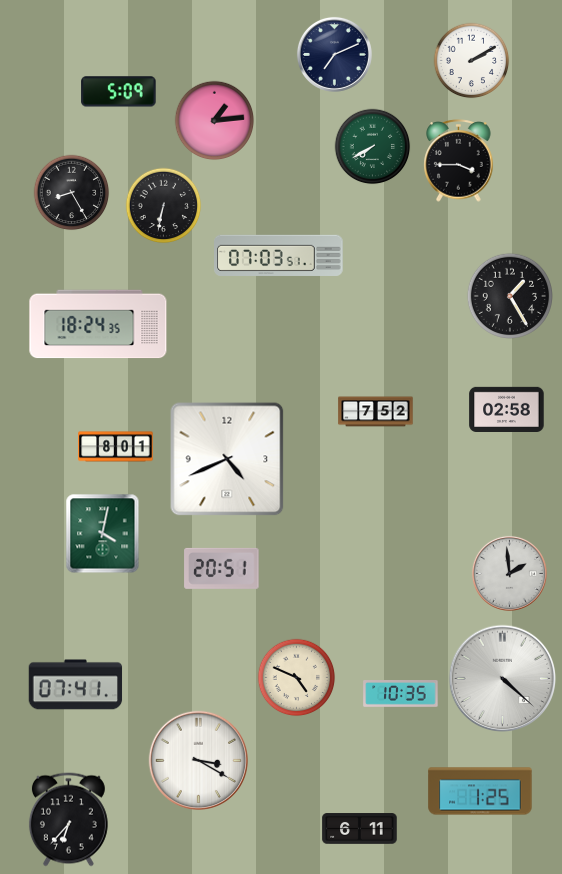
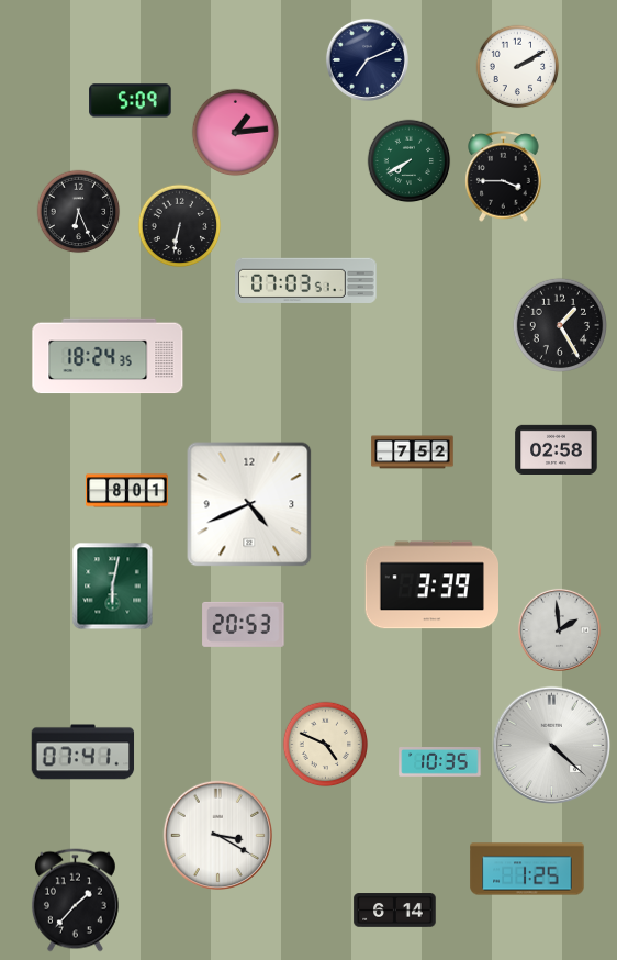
clock at (72, 193): 8:25 -> 6:26
clock at (431, 585): none -> 3:39
clock at (103, 534): 4:02 -> 6:02
clock at (222, 568): 20:51 -> 20:53
clock at (68, 820): 6:37 -> 1:37
clock at (360, 829): 6:11 -> 6:14
